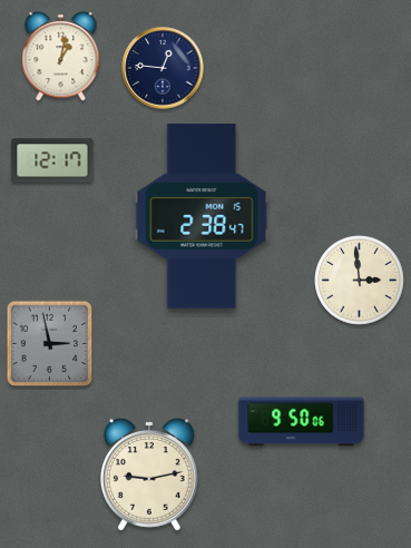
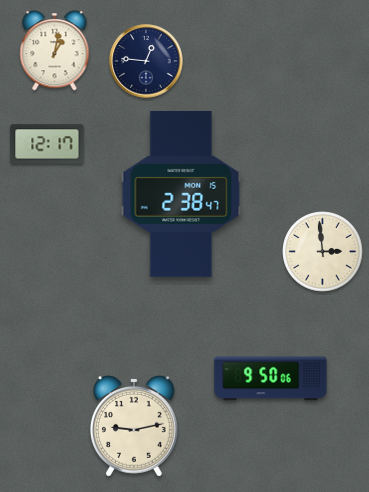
clock at (50, 344): 2:58 -> none
